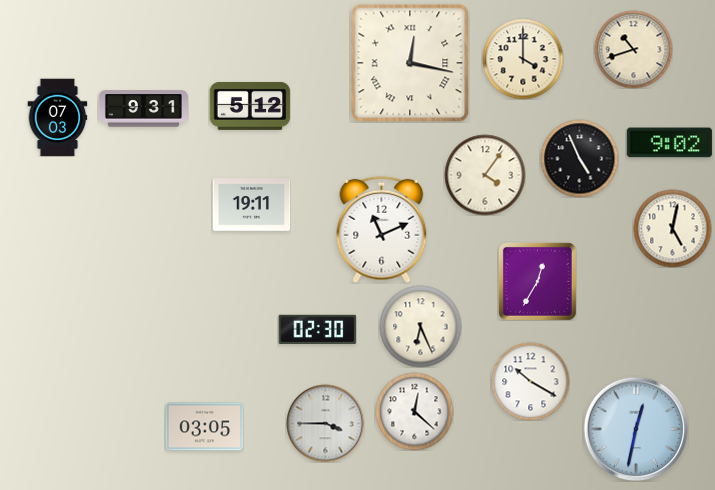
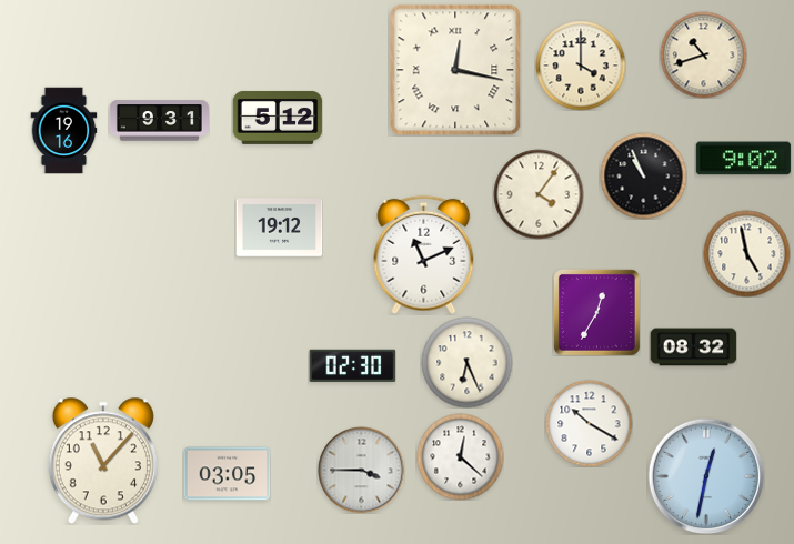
clock at (58, 117): 07:03 -> 19:16
clock at (579, 158): 4:56 -> 10:56
clock at (251, 205): 19:11 -> 19:12
clock at (672, 228): 5:02 -> 4:58
clock at (693, 347): none -> 08:32
clock at (103, 461): none -> 11:07
